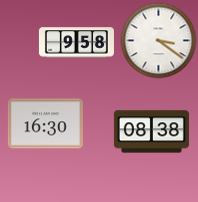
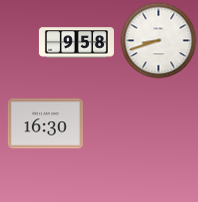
clock at (159, 41): 3:21 -> 8:42
clock at (151, 132): 08:38 -> none
